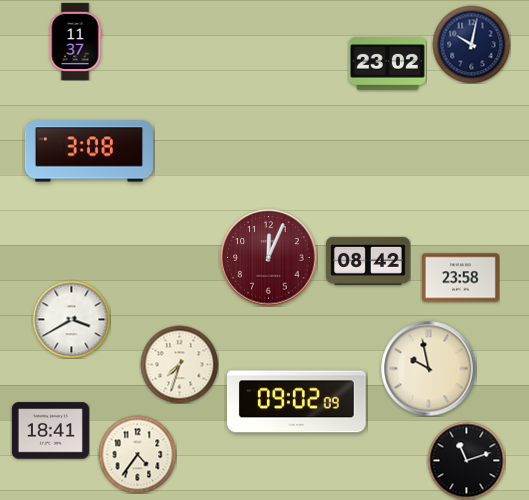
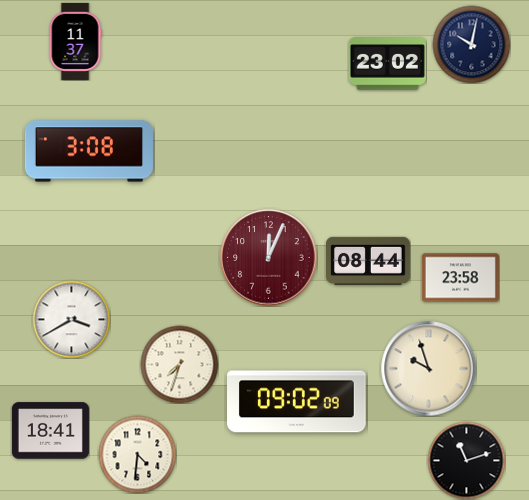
clock at (369, 261): 08:42 -> 08:44
clock at (428, 368): 9:58 -> 9:57
clock at (137, 454): 4:36 -> 4:31
